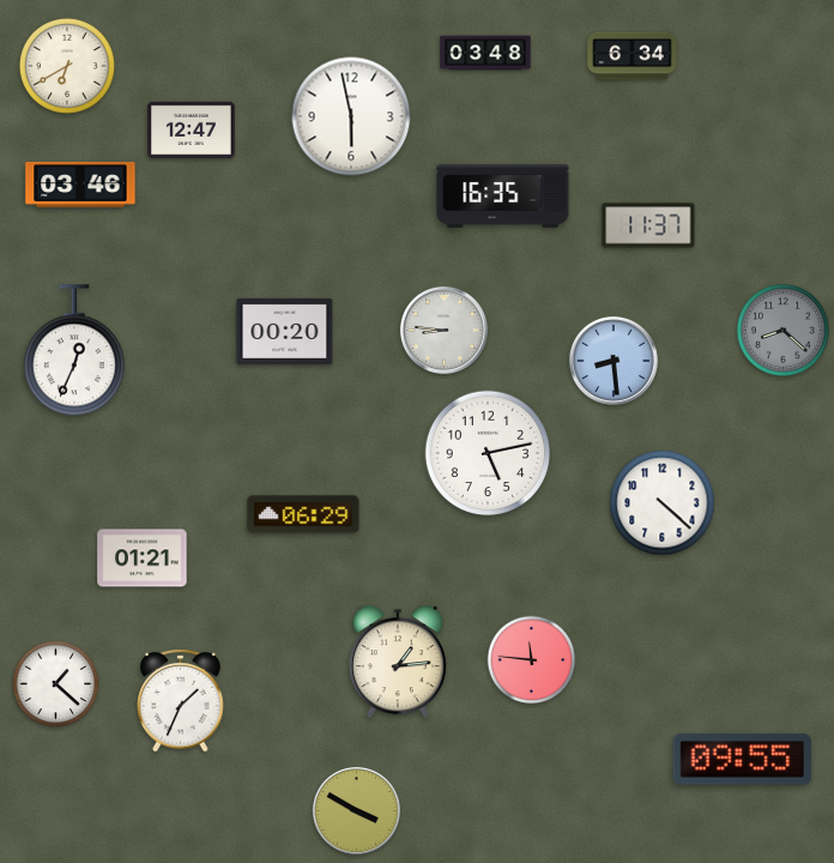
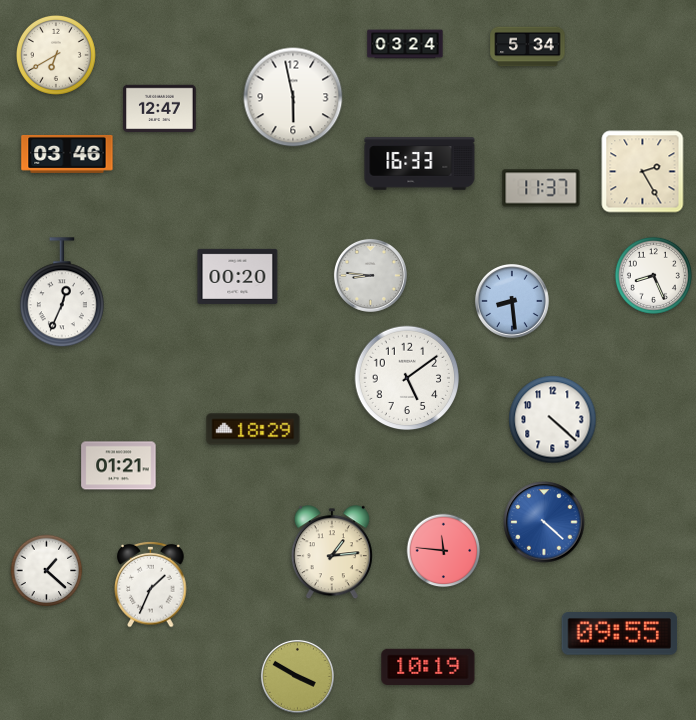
clock at (485, 53): 03:48 -> 03:24
clock at (633, 56): 6:34 -> 5:34
clock at (503, 197): 16:35 -> 16:33
clock at (643, 172): none -> 2:25
clock at (782, 330): 8:22 -> 8:26
clock at (782, 330) dial: grey -> white
clock at (488, 453): 5:13 -> 5:09
clock at (303, 514): 06:29 -> 18:29
clock at (544, 522): none -> 4:22
clock at (428, 667): none -> 10:19
